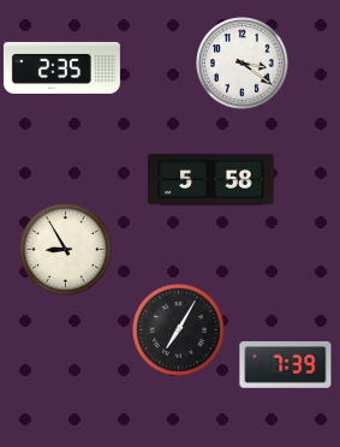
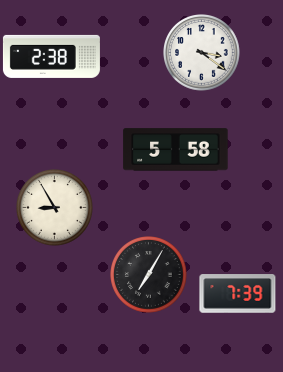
clock at (61, 67): 2:35 -> 2:38
clock at (286, 365) position: (286, 365) -> (238, 294)
